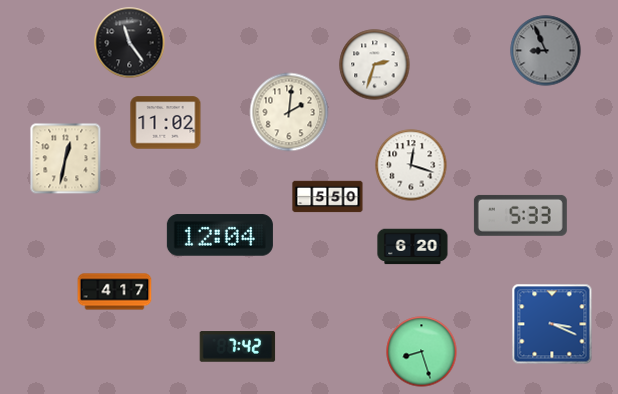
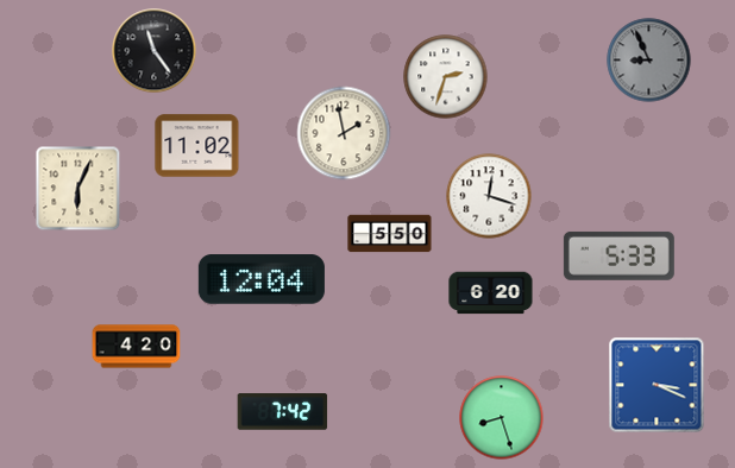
clock at (289, 112): 2:01 -> 1:58
clock at (66, 159): 12:32 -> 6:04
clock at (115, 292): 4:17 -> 4:20
